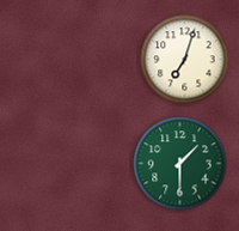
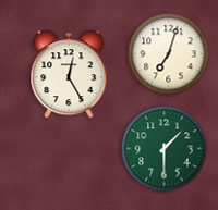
clock at (69, 74): none -> 12:25
